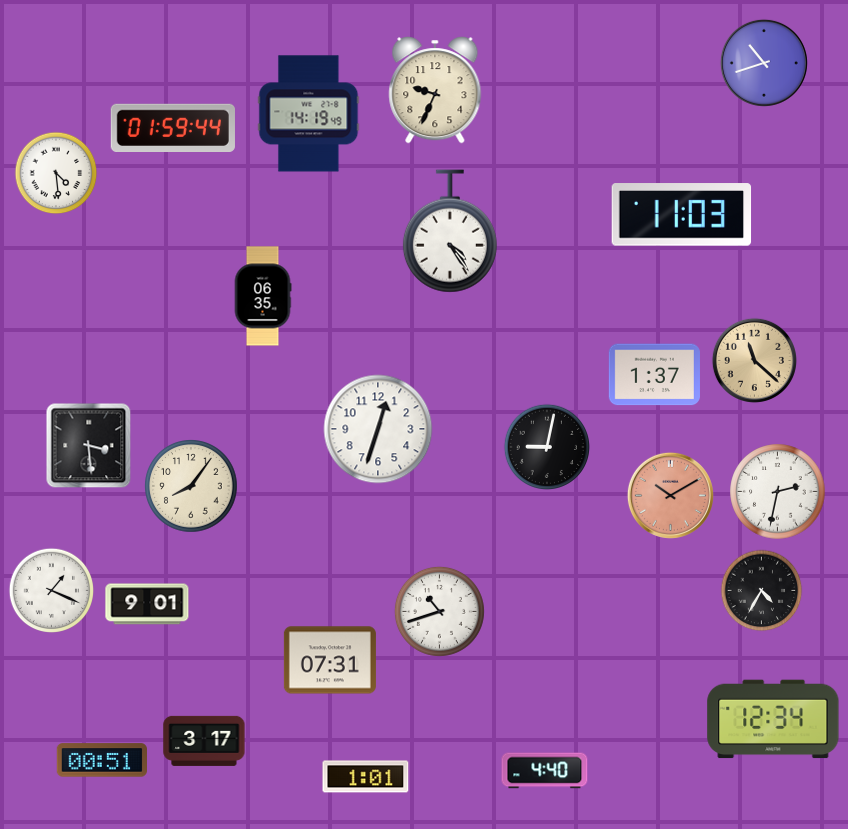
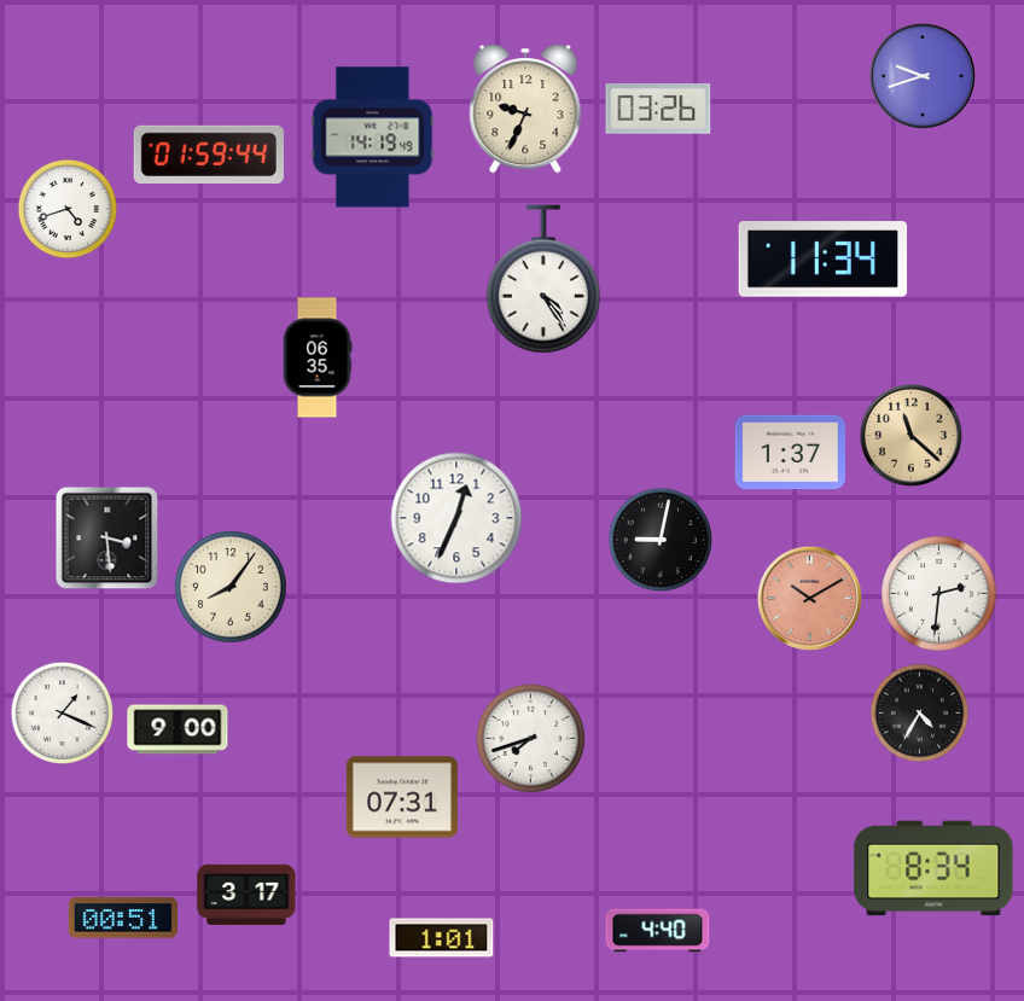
clock at (764, 63): 10:42 -> 9:42
clock at (658, 109): none -> 03:26
clock at (56, 173): 4:29 -> 4:42
clock at (682, 215): 11:03 -> 11:34
clock at (378, 429): 12:33 -> 12:34
clock at (778, 492): 2:32 -> 2:31
clock at (147, 604): 9:01 -> 9:00
clock at (439, 611): 10:42 -> 7:42
clock at (330, 660) position: (330, 660) -> (402, 797)
clock at (773, 719): 12:34 -> 8:34
